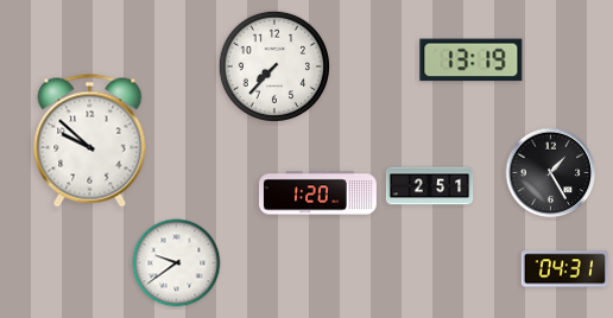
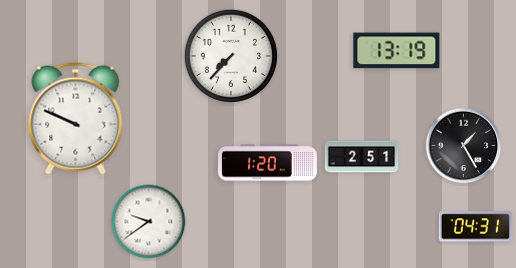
clock at (90, 141): 9:52 -> 9:49
